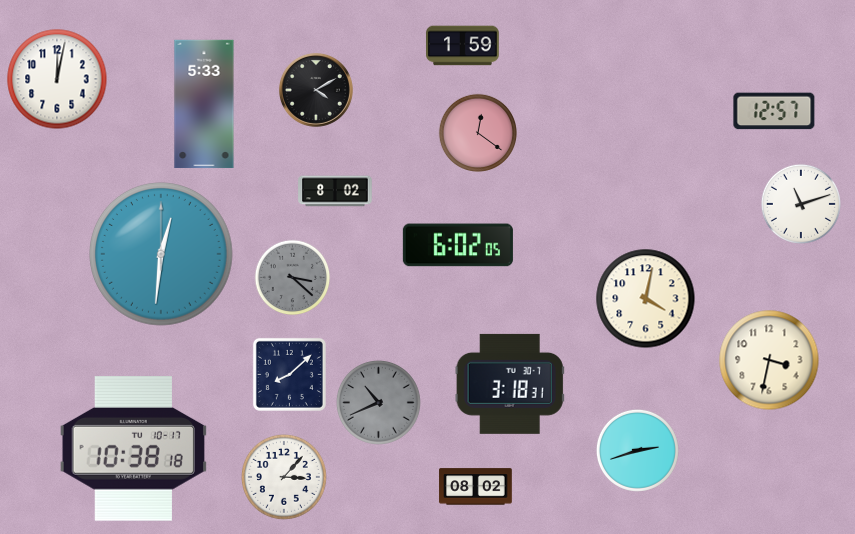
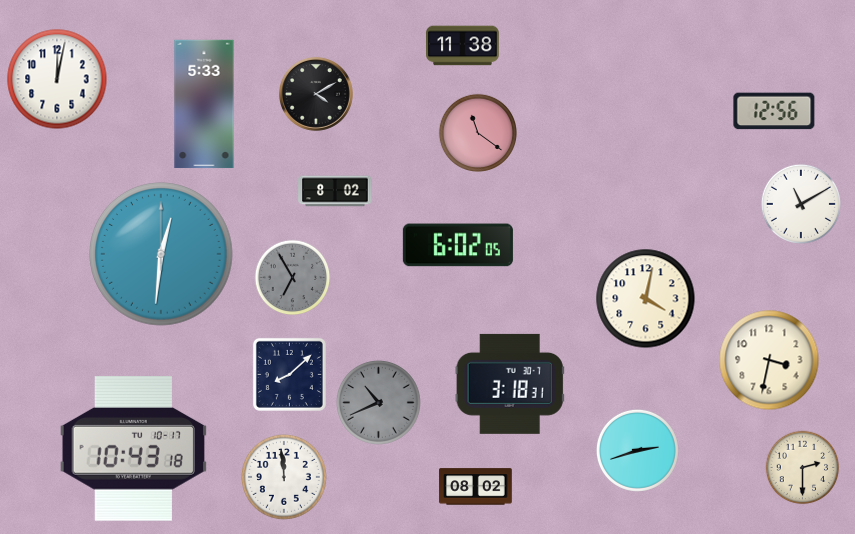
clock at (463, 46): 1:59 -> 11:38
clock at (316, 90) position: (316, 90) -> (316, 94)
clock at (774, 111): 12:57 -> 12:56
clock at (478, 133): 12:21 -> 11:21
clock at (801, 204): 11:12 -> 11:10
clock at (293, 278): 3:22 -> 6:55
clock at (133, 449): 10:38 -> 10:43
clock at (803, 468): none -> 2:30
clock at (284, 477): 3:07 -> 11:59
